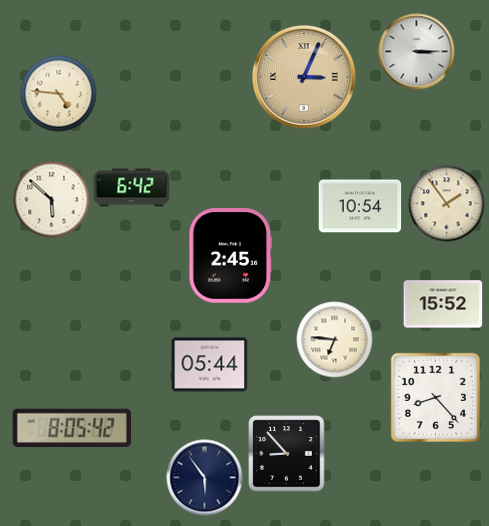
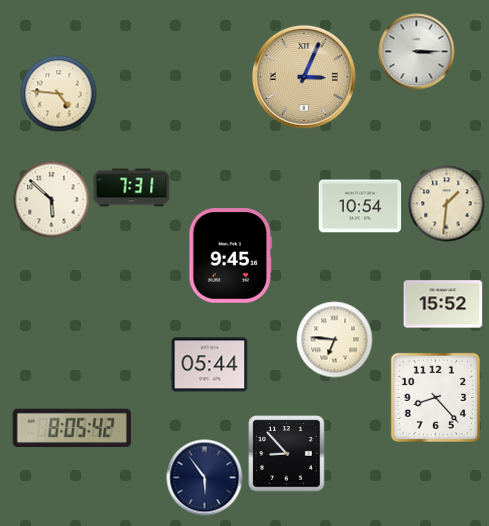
clock at (132, 188): 6:42 -> 7:31
clock at (447, 204): 1:54 -> 1:31
clock at (231, 256): 2:45 -> 9:45
